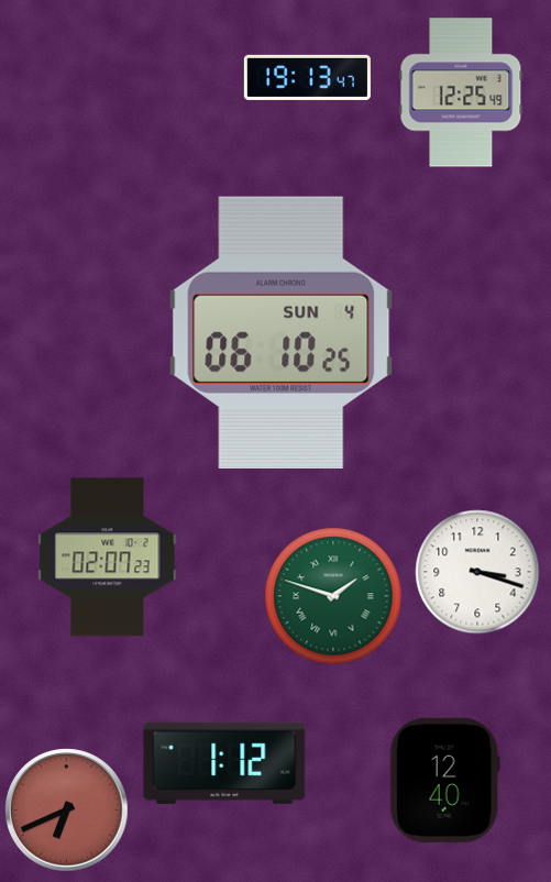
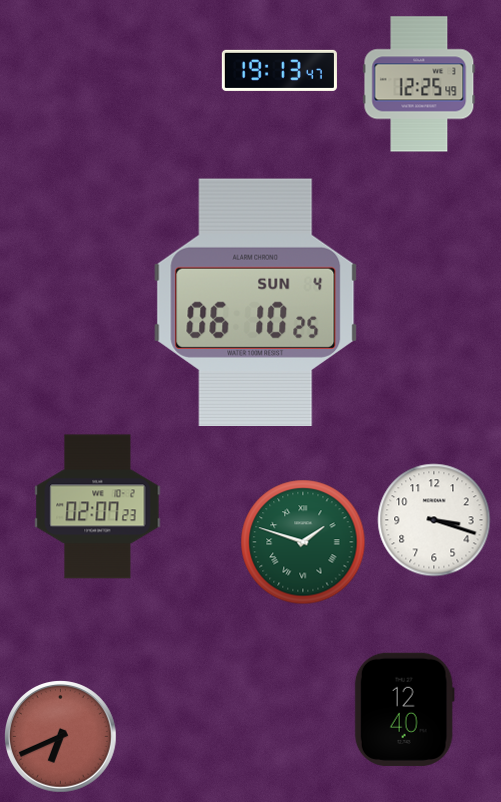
clock at (224, 763): 1:12 -> none
